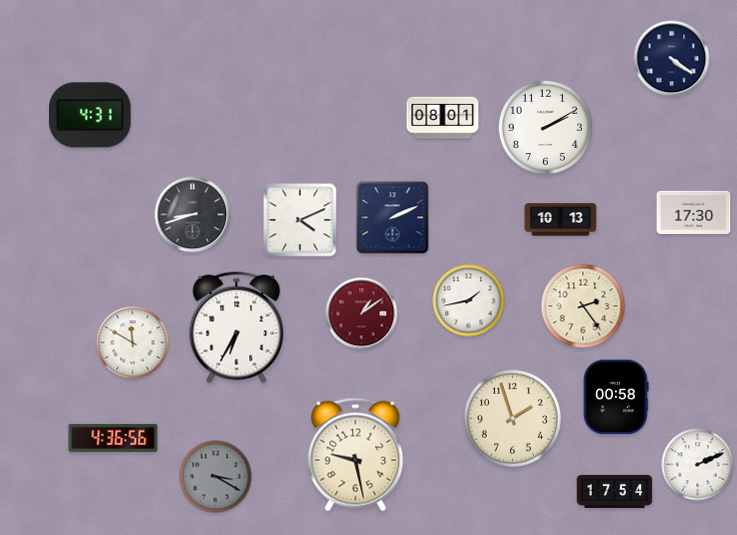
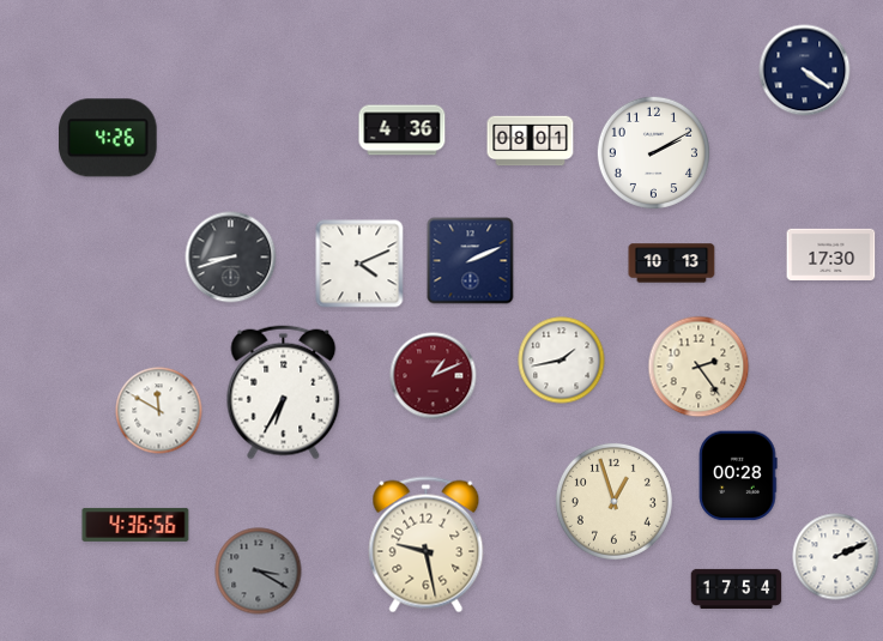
clock at (403, 131): none -> 4:36
clock at (90, 115): 4:31 -> 4:26
clock at (362, 314): 1:09 -> 1:11
clock at (616, 397): 00:58 -> 00:28
clock at (512, 418): 1:57 -> 12:57
